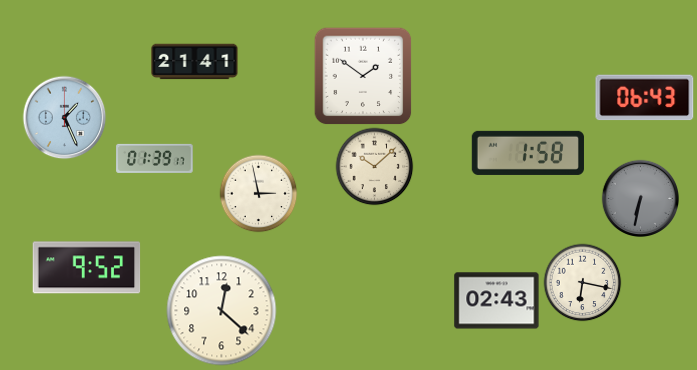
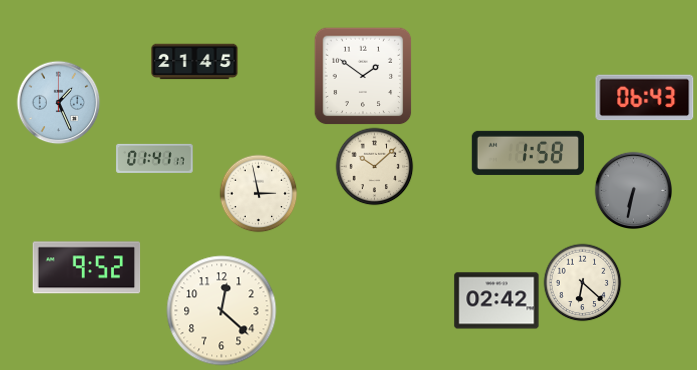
clock at (195, 62): 21:41 -> 21:45
clock at (64, 117) position: (64, 117) -> (58, 102)
clock at (155, 158): 01:39 -> 01:41
clock at (640, 198) position: (640, 198) -> (633, 190)
clock at (582, 282): 6:17 -> 6:22
clock at (497, 301): 02:43 -> 02:42
